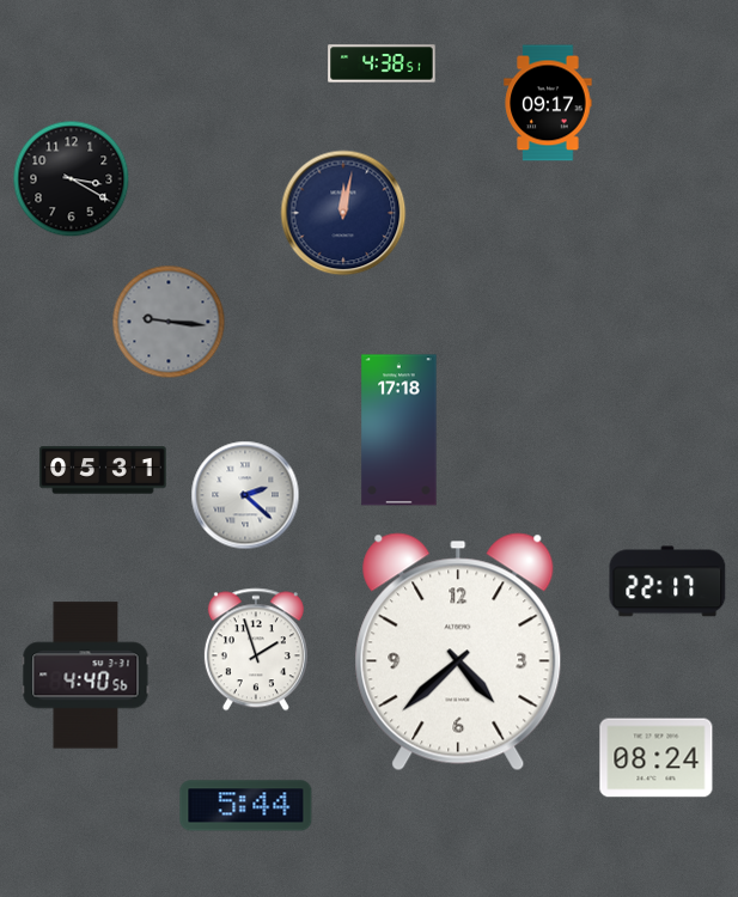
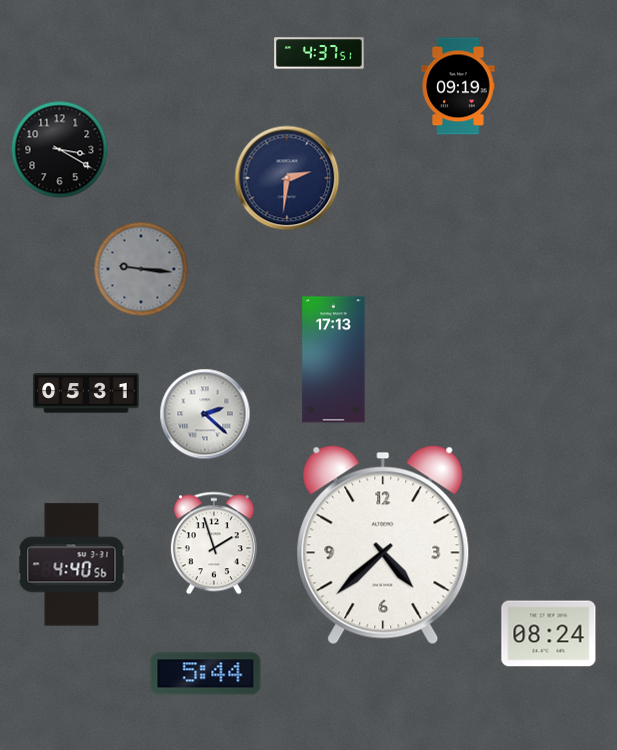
clock at (382, 63): 4:38 -> 4:37
clock at (548, 103): 09:17 -> 09:19
clock at (343, 213): 12:02 -> 2:31
clock at (400, 431): 17:18 -> 17:13
clock at (667, 581): 22:17 -> none
